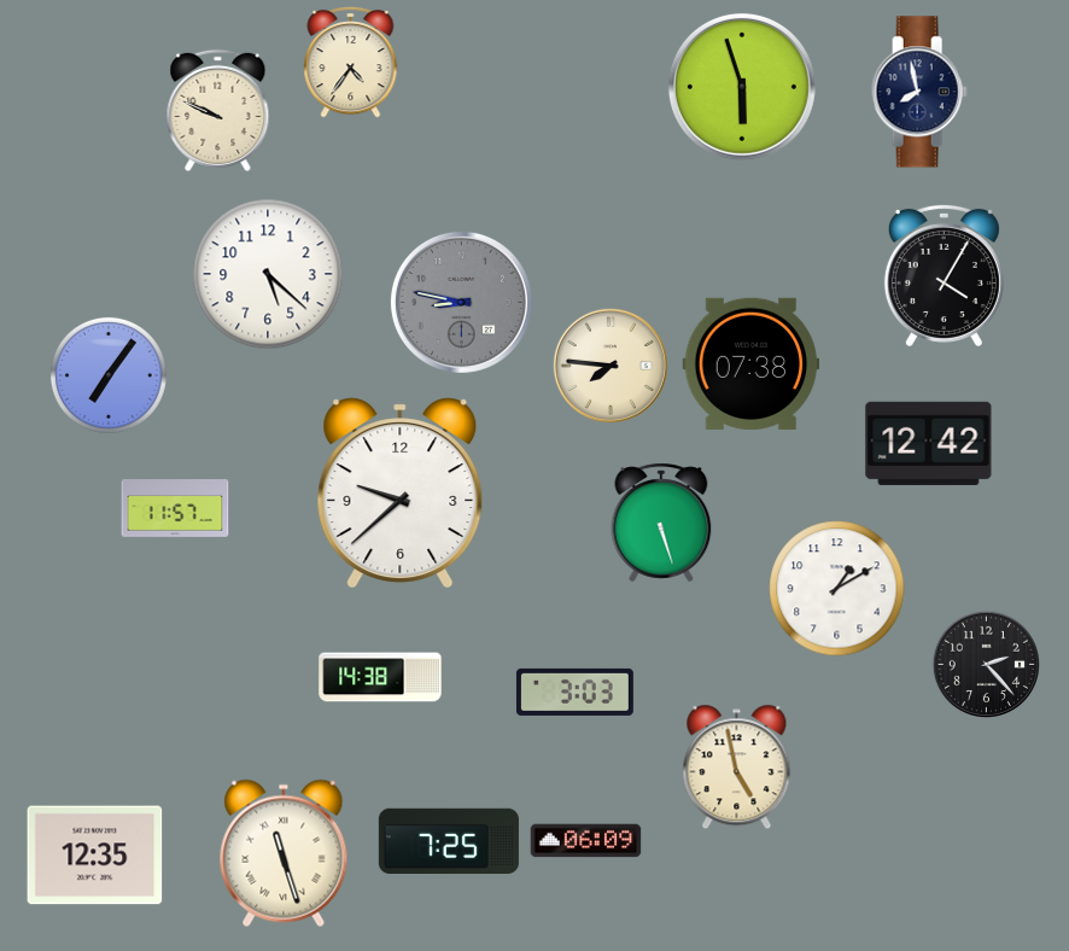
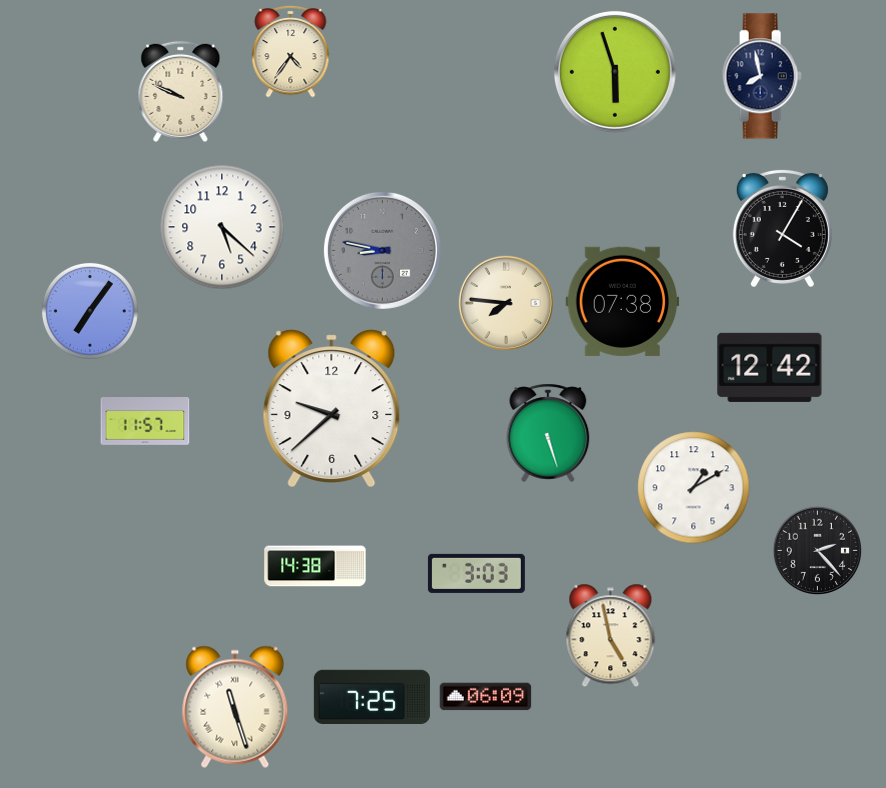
clock at (380, 677) position: (380, 677) -> (315, 566)
clock at (95, 856): 12:35 -> none
